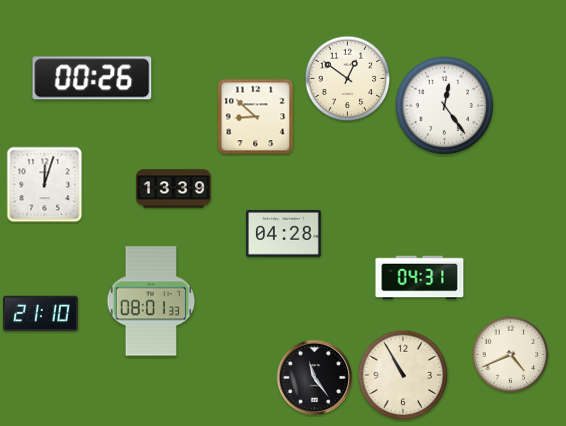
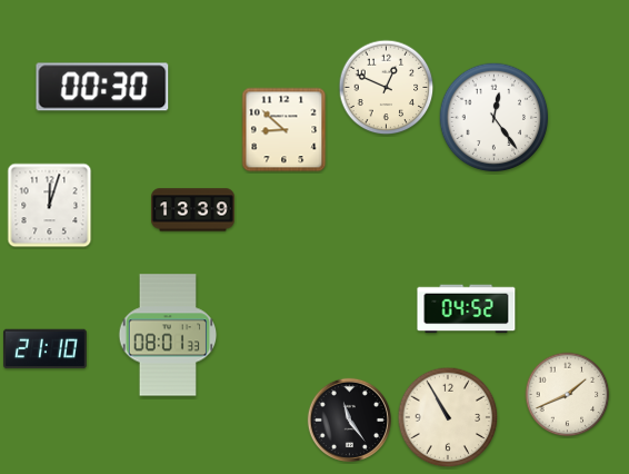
clock at (92, 78): 00:26 -> 00:30
clock at (348, 79): 12:51 -> 12:49
clock at (284, 234): 04:28 -> none
clock at (420, 278): 04:31 -> 04:52
clock at (511, 355): 4:41 -> 1:41
